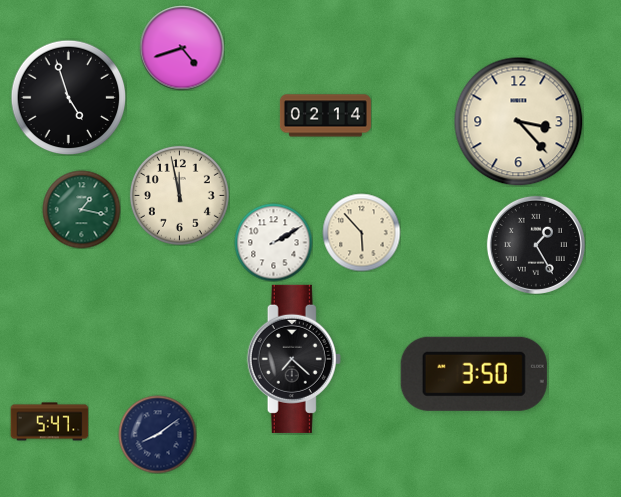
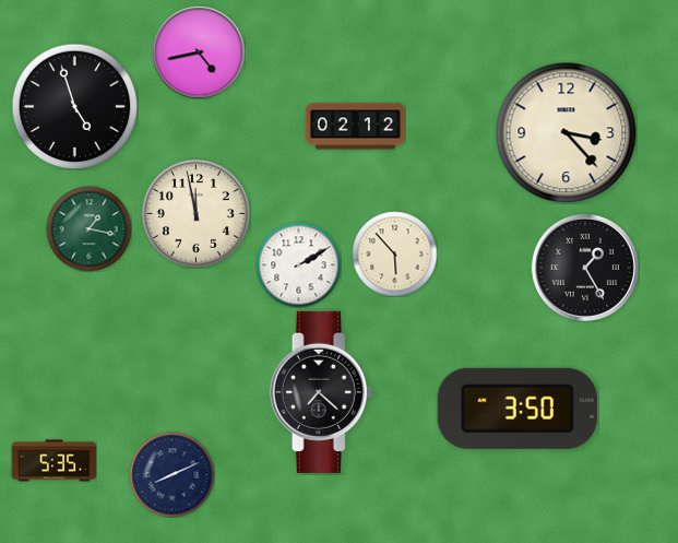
clock at (182, 48): 4:42 -> 4:43
clock at (325, 116): 02:14 -> 02:12
clock at (49, 422): 5:47 -> 5:35
clock at (157, 434): 8:09 -> 8:11
